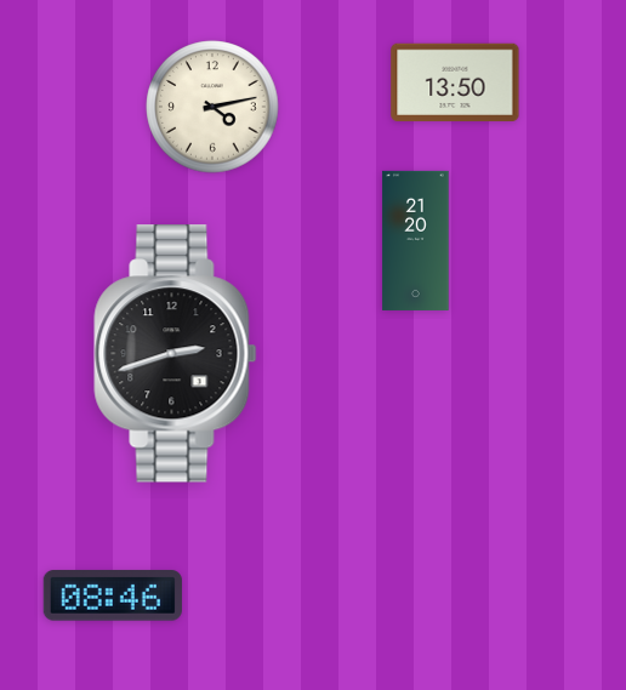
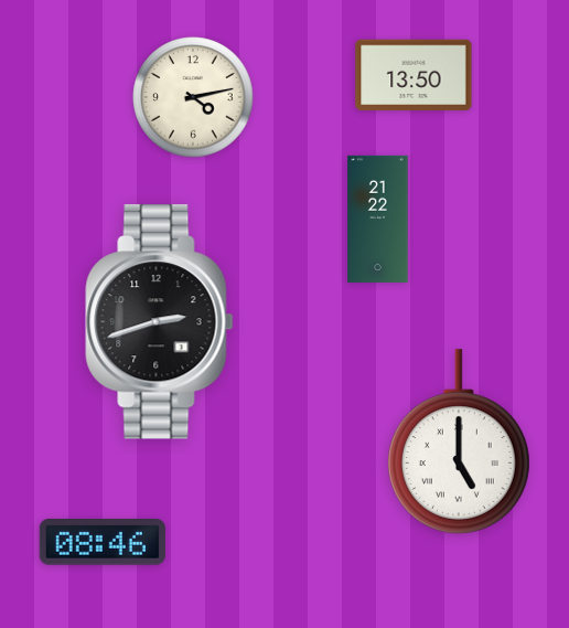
clock at (416, 240): 21:20 -> 21:22
clock at (459, 441): none -> 5:00
